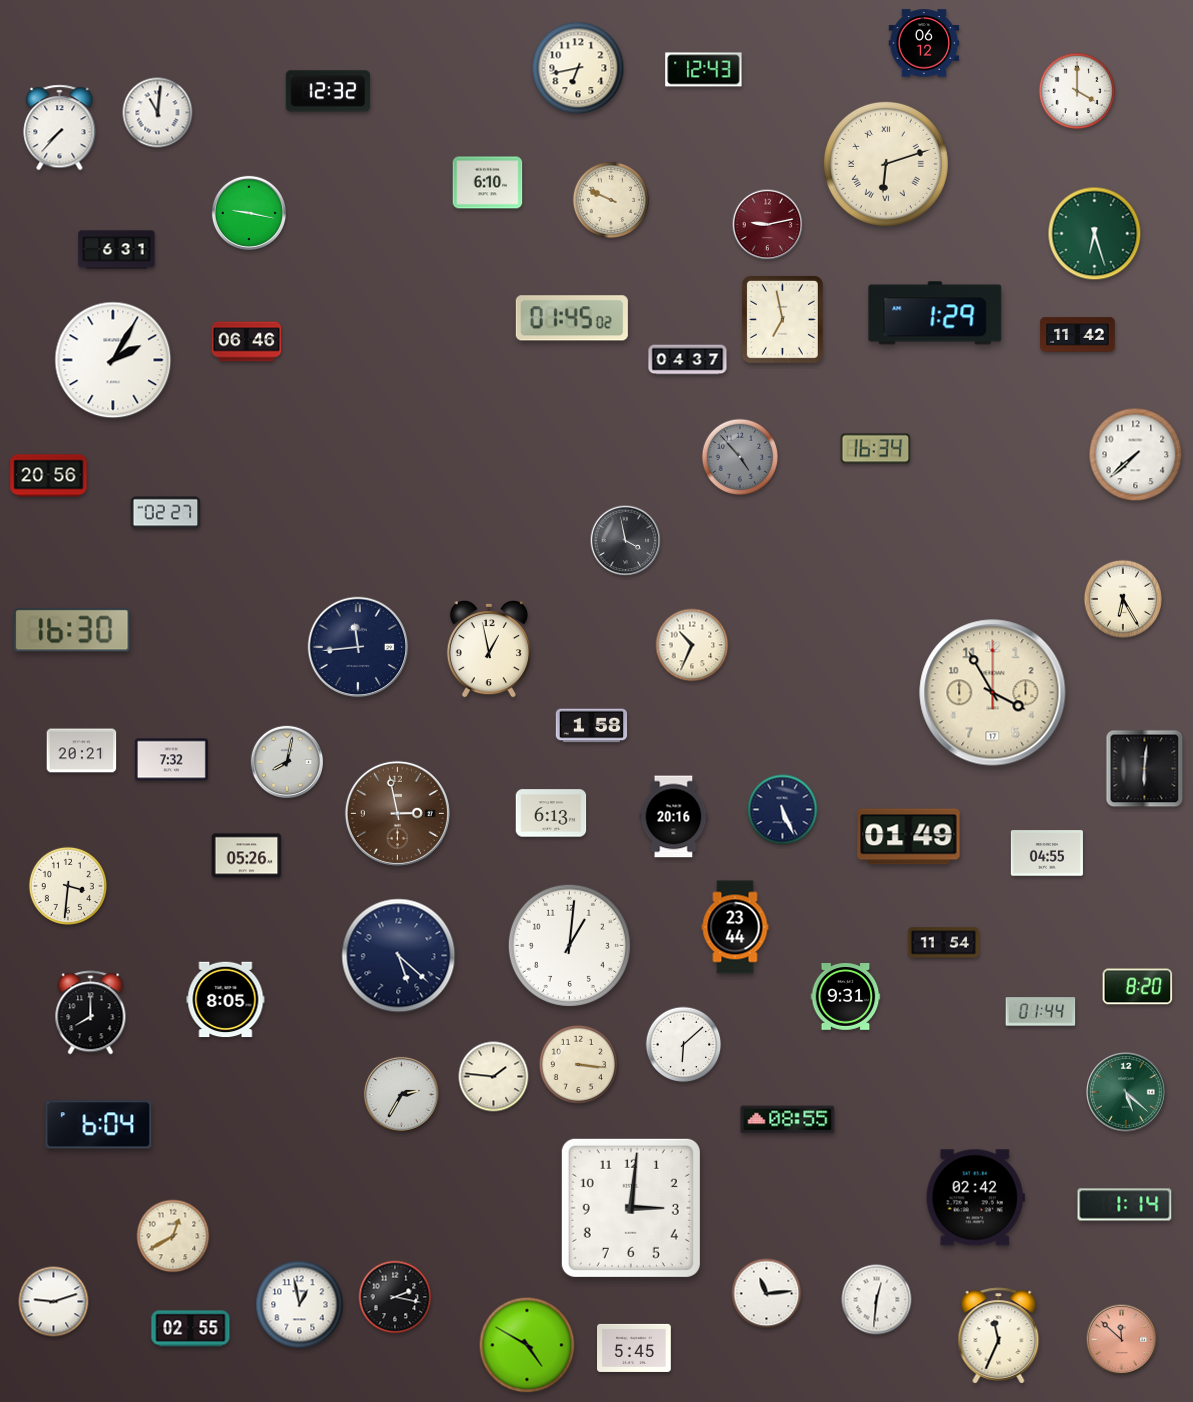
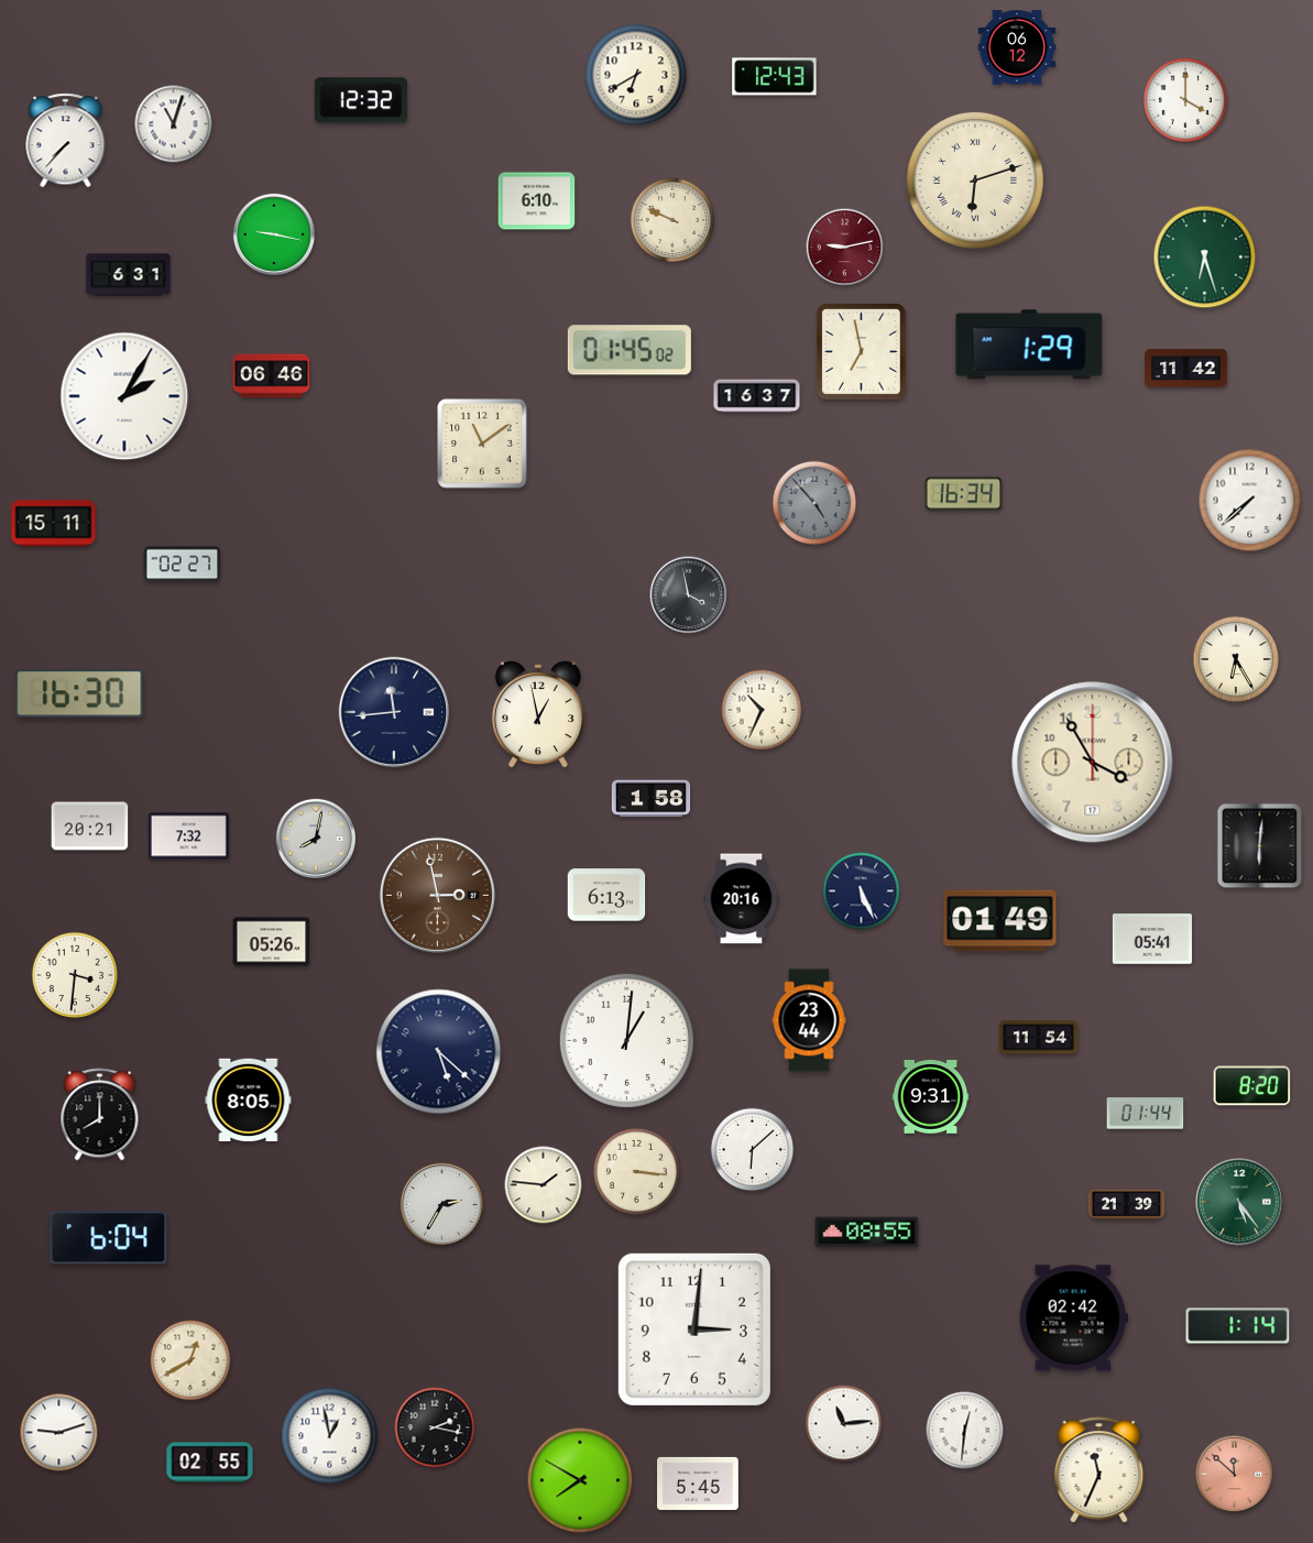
clock at (578, 68): 6:43 -> 6:40
clock at (158, 113): 11:01 -> 11:03
clock at (688, 360): 04:37 -> 16:37
clock at (482, 444): none -> 11:09
clock at (49, 476): 20:56 -> 15:11
clock at (1047, 853): 04:55 -> 05:41
clock at (1126, 1092): 5:22 -> 5:24
clock at (1127, 1205): none -> 21:39
clock at (527, 1345): 4:50 -> 7:50
